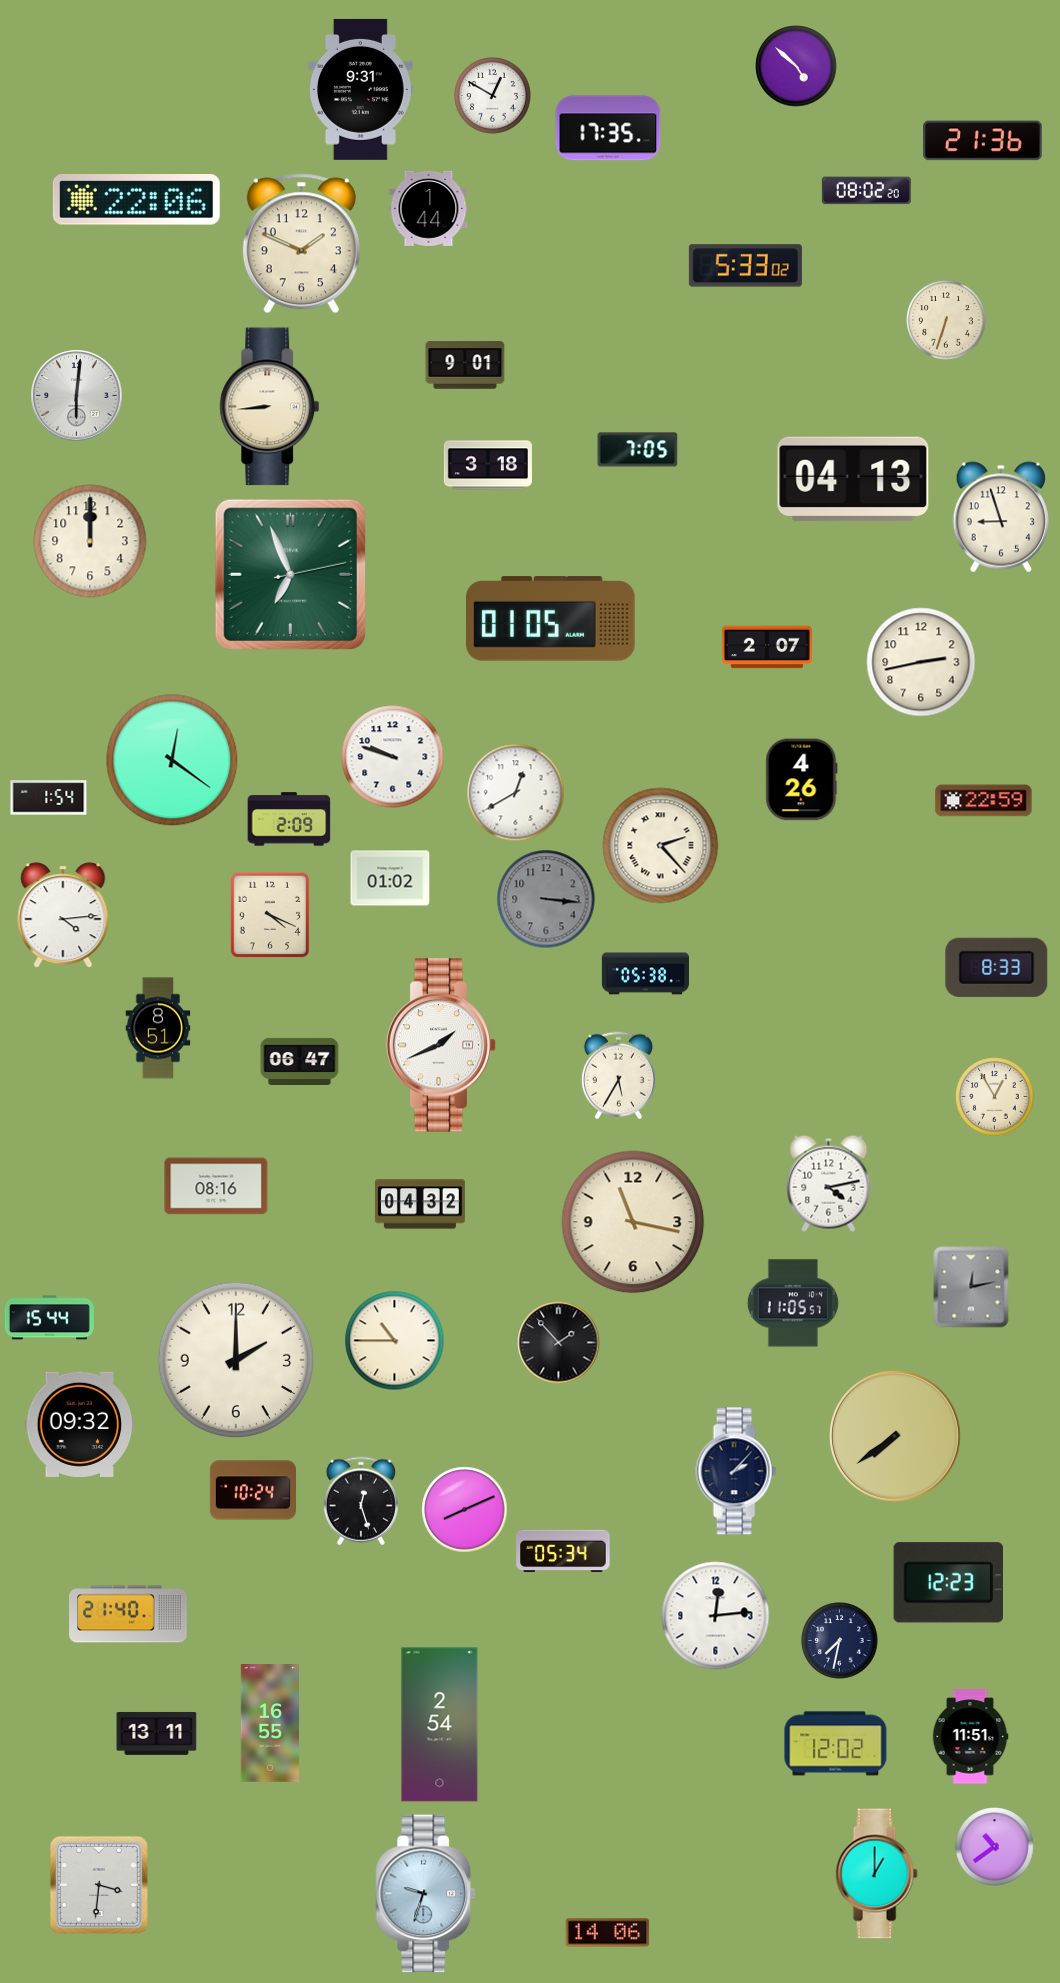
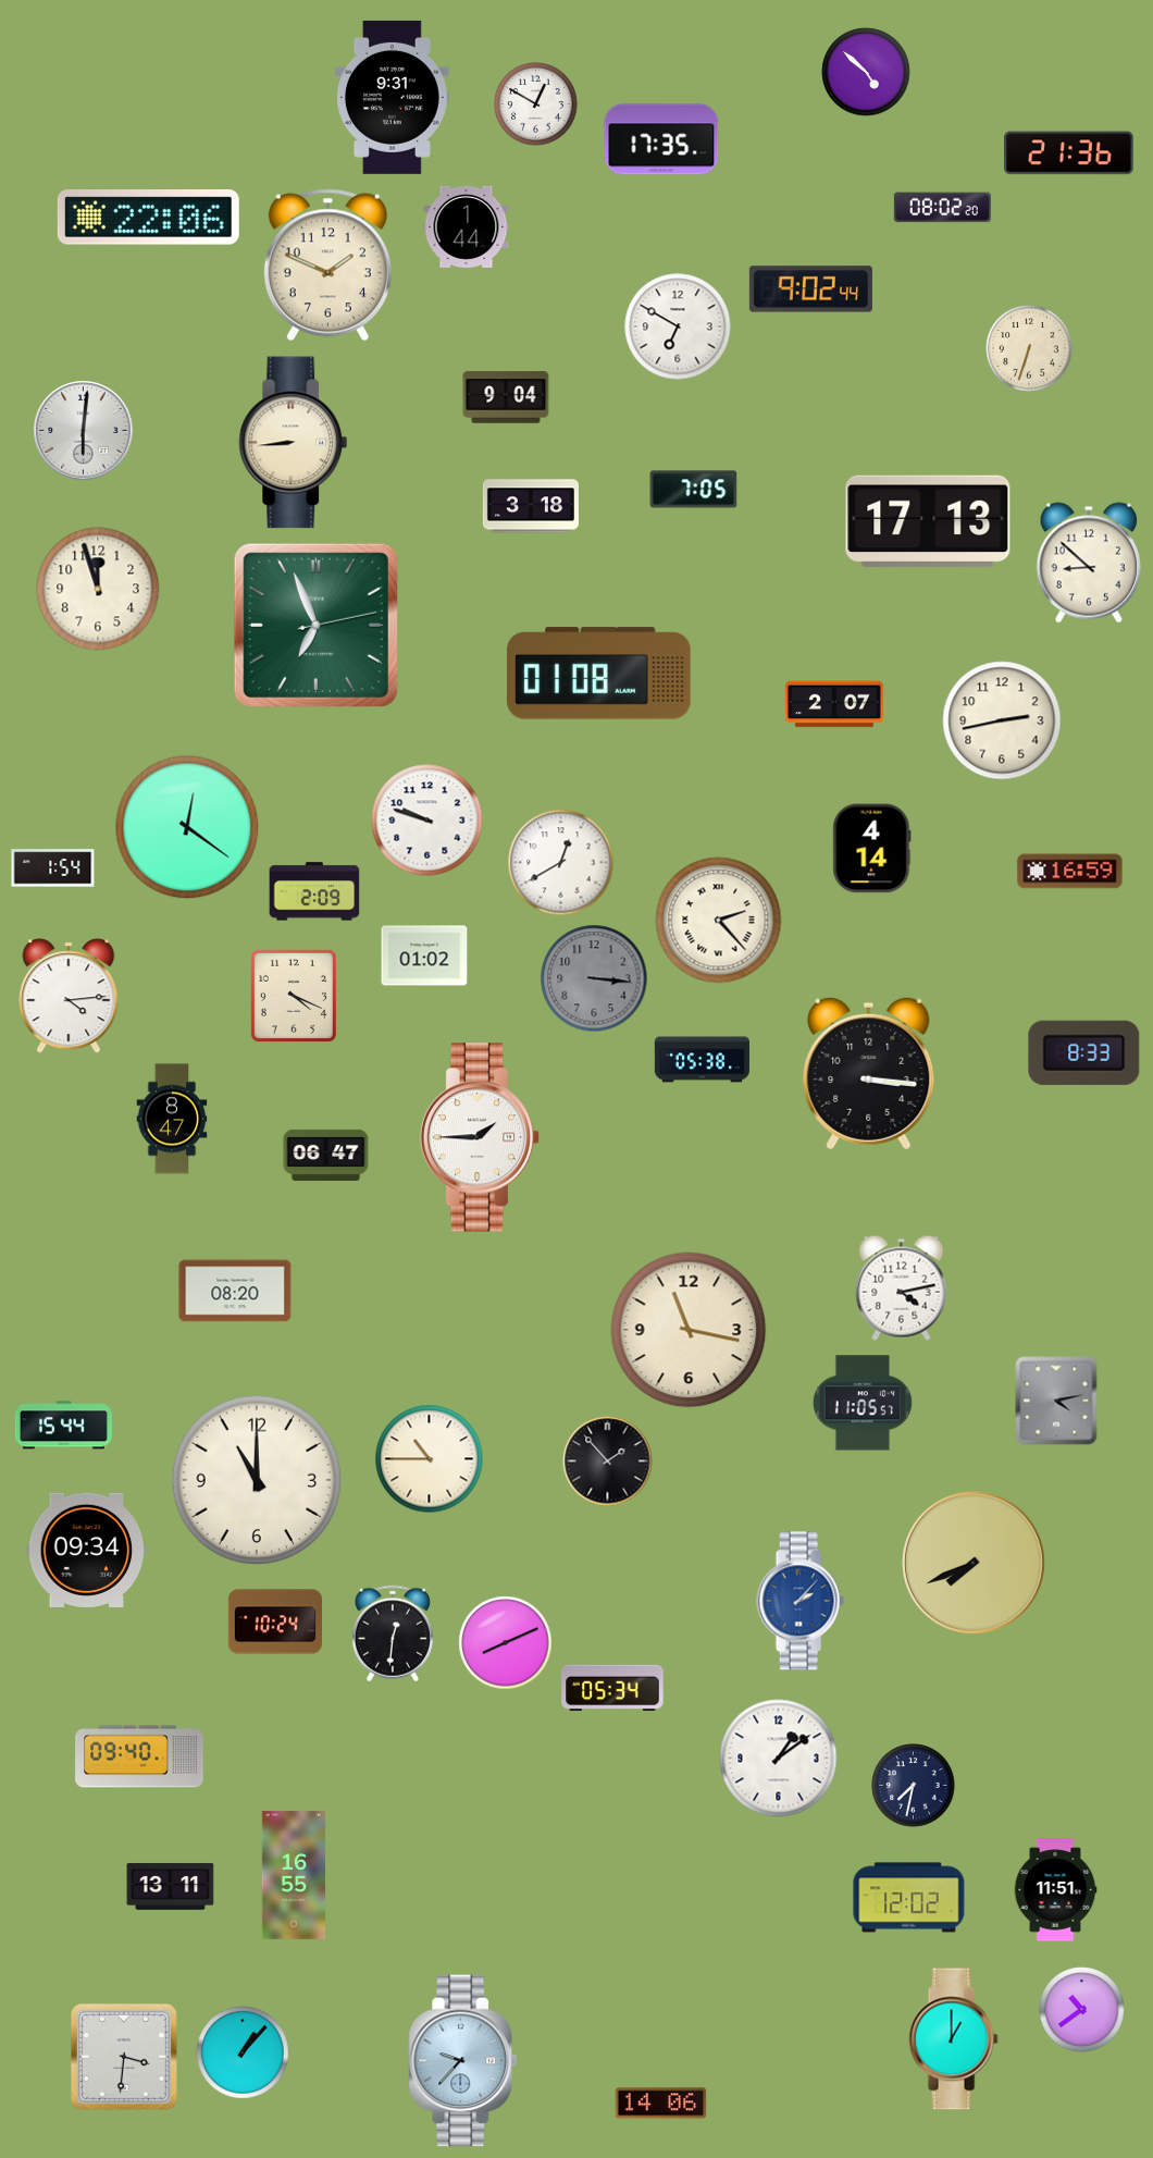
clock at (745, 266): 5:33 -> 9:02
clock at (678, 326): none -> 6:50
clock at (465, 365): 9:01 -> 9:04
clock at (853, 479): 04:13 -> 17:13
clock at (1000, 517): 8:57 -> 8:52
clock at (90, 541): 12:00 -> 11:57
clock at (551, 619): 01:05 -> 01:08
clock at (393, 757) position: (393, 757) -> (427, 821)
clock at (802, 780): 4:26 -> 4:14
clock at (984, 801): 22:59 -> 16:59
clock at (869, 1074): none -> 3:16
clock at (158, 1028): 8:51 -> 8:47
clock at (441, 1045): 1:41 -> 1:45
clock at (618, 1076): 5:35 -> none
clock at (995, 1097): 12:55 -> none
clock at (216, 1186): 08:16 -> 08:20
clock at (420, 1204): 04:32 -> none
clock at (971, 1287): 12:13 -> 4:13
clock at (793, 1303) position: (793, 1303) -> (863, 1403)
clock at (49, 1318) position: (49, 1318) -> (63, 1426)
clock at (236, 1360): 2:00 -> 11:00
clock at (80, 1424): 09:32 -> 09:34
clock at (895, 1436): 7:39 -> 7:41
clock at (736, 1471) dial: navy -> blue
clock at (361, 1501): 12:27 -> 12:31
clock at (948, 1583): 12:23 -> none
clock at (128, 1614): 21:40 -> 09:40
clock at (716, 1616): 12:14 -> 1:09
clock at (440, 1725): 2:54 -> none
clock at (99, 1885) position: (99, 1885) -> (124, 2057)
clock at (243, 2052): none -> 1:07
clock at (426, 1894): 9:33 -> 9:37
